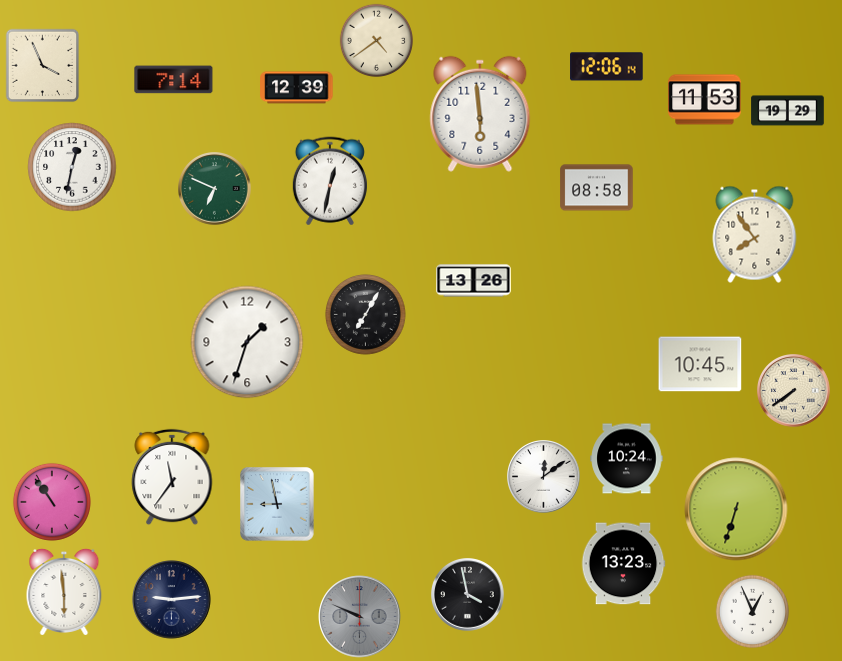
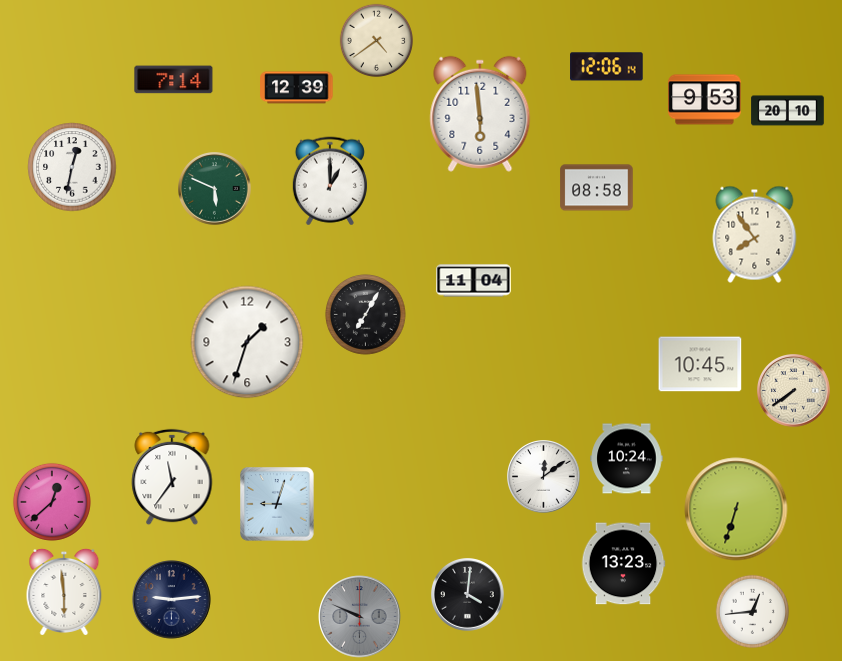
clock at (43, 66): 3:56 -> none
clock at (705, 100): 11:53 -> 9:53
clock at (788, 111): 19:29 -> 20:10
clock at (330, 181): 12:32 -> 1:00
clock at (215, 189): 6:49 -> 5:49
clock at (474, 281): 13:26 -> 11:04
clock at (52, 502): 10:54 -> 12:38
clock at (277, 504): 8:58 -> 9:03
clock at (468, 595): 3:58 -> 4:01
clock at (752, 611): 12:56 -> 12:44
